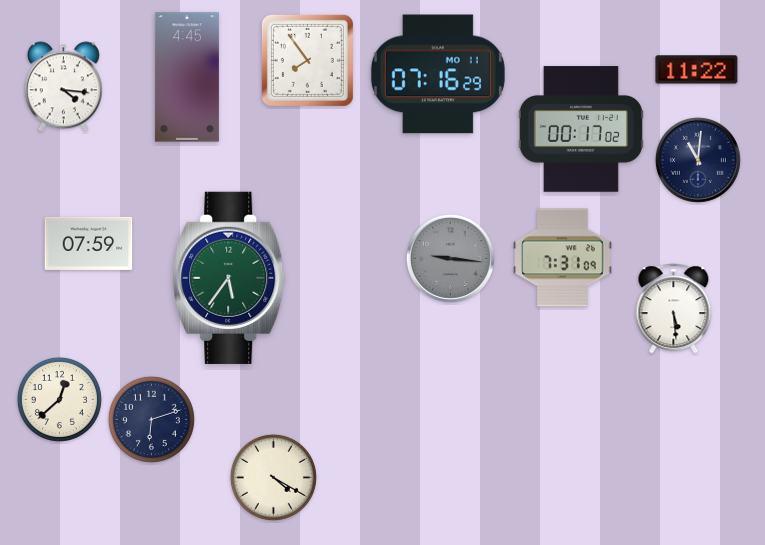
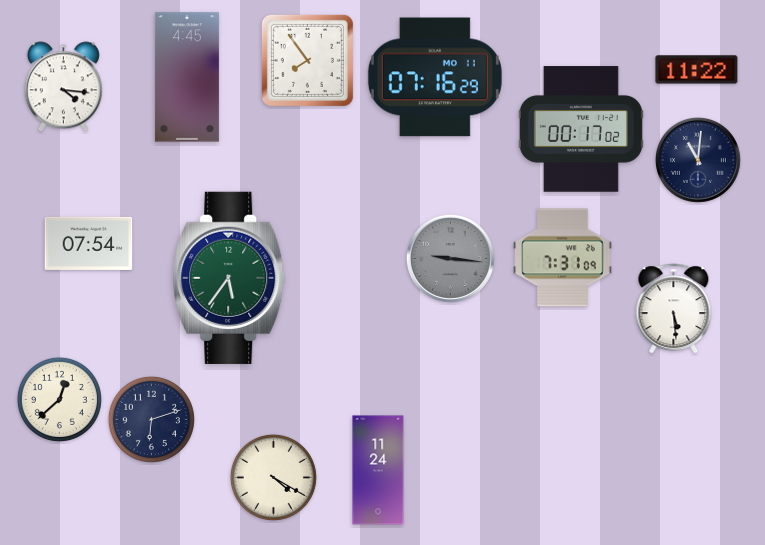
clock at (438, 74) position: (438, 74) -> (435, 77)
clock at (89, 243): 07:59 -> 07:54
clock at (378, 470): none -> 11:24
